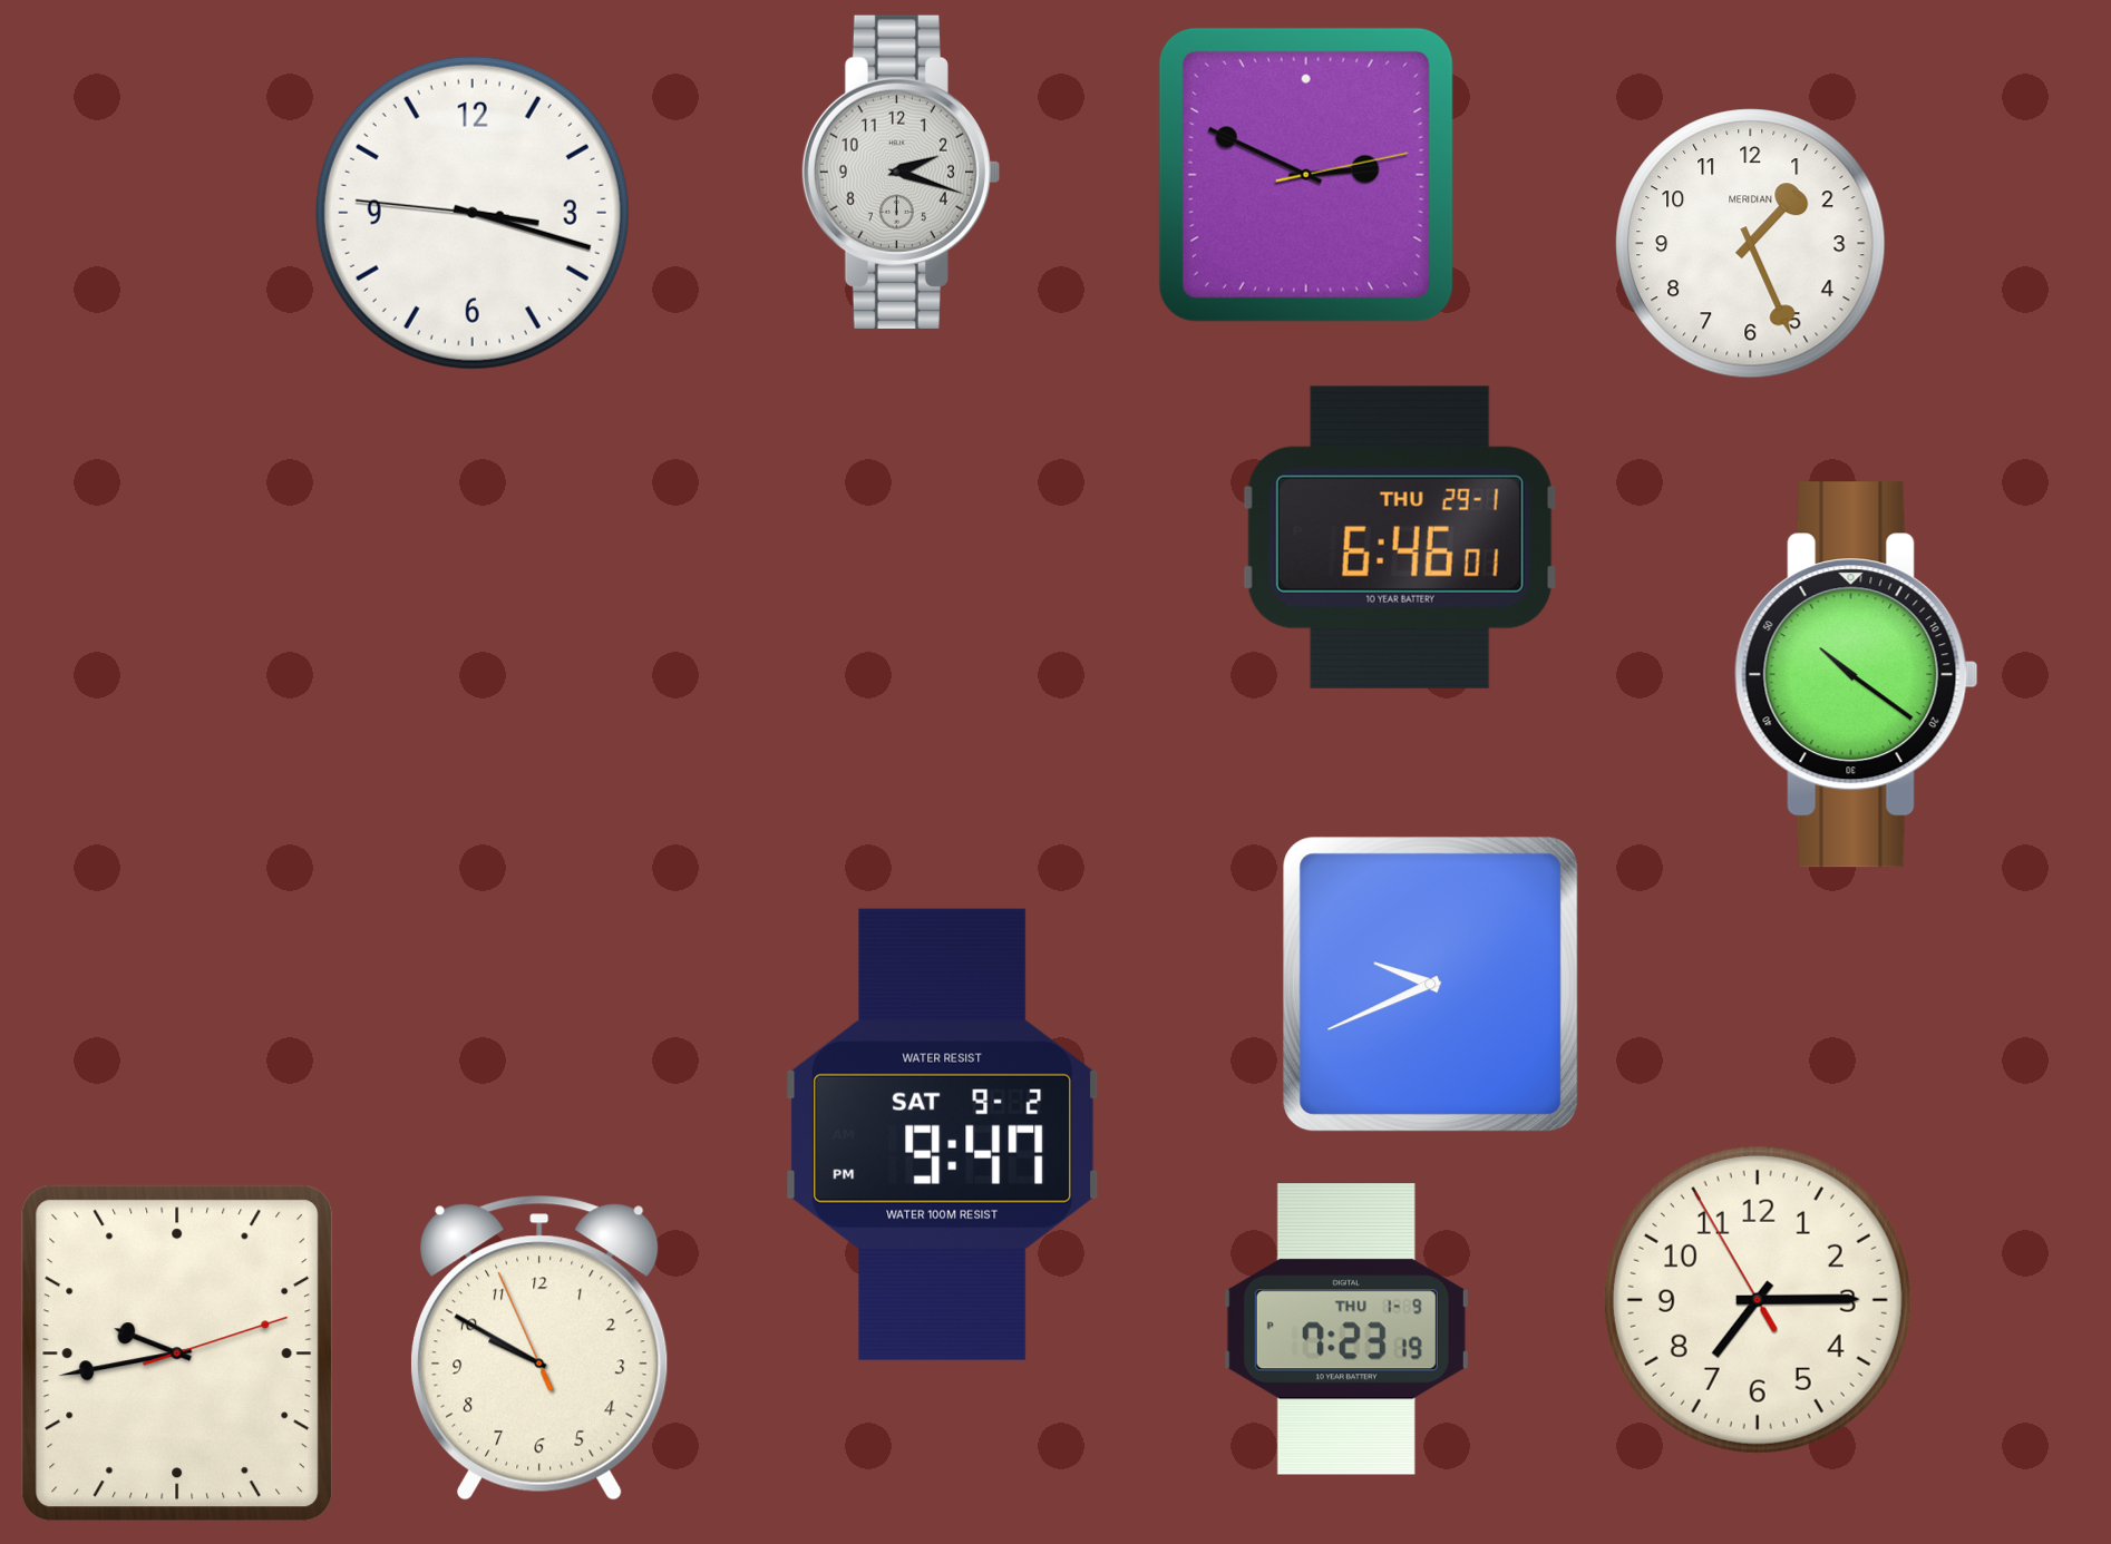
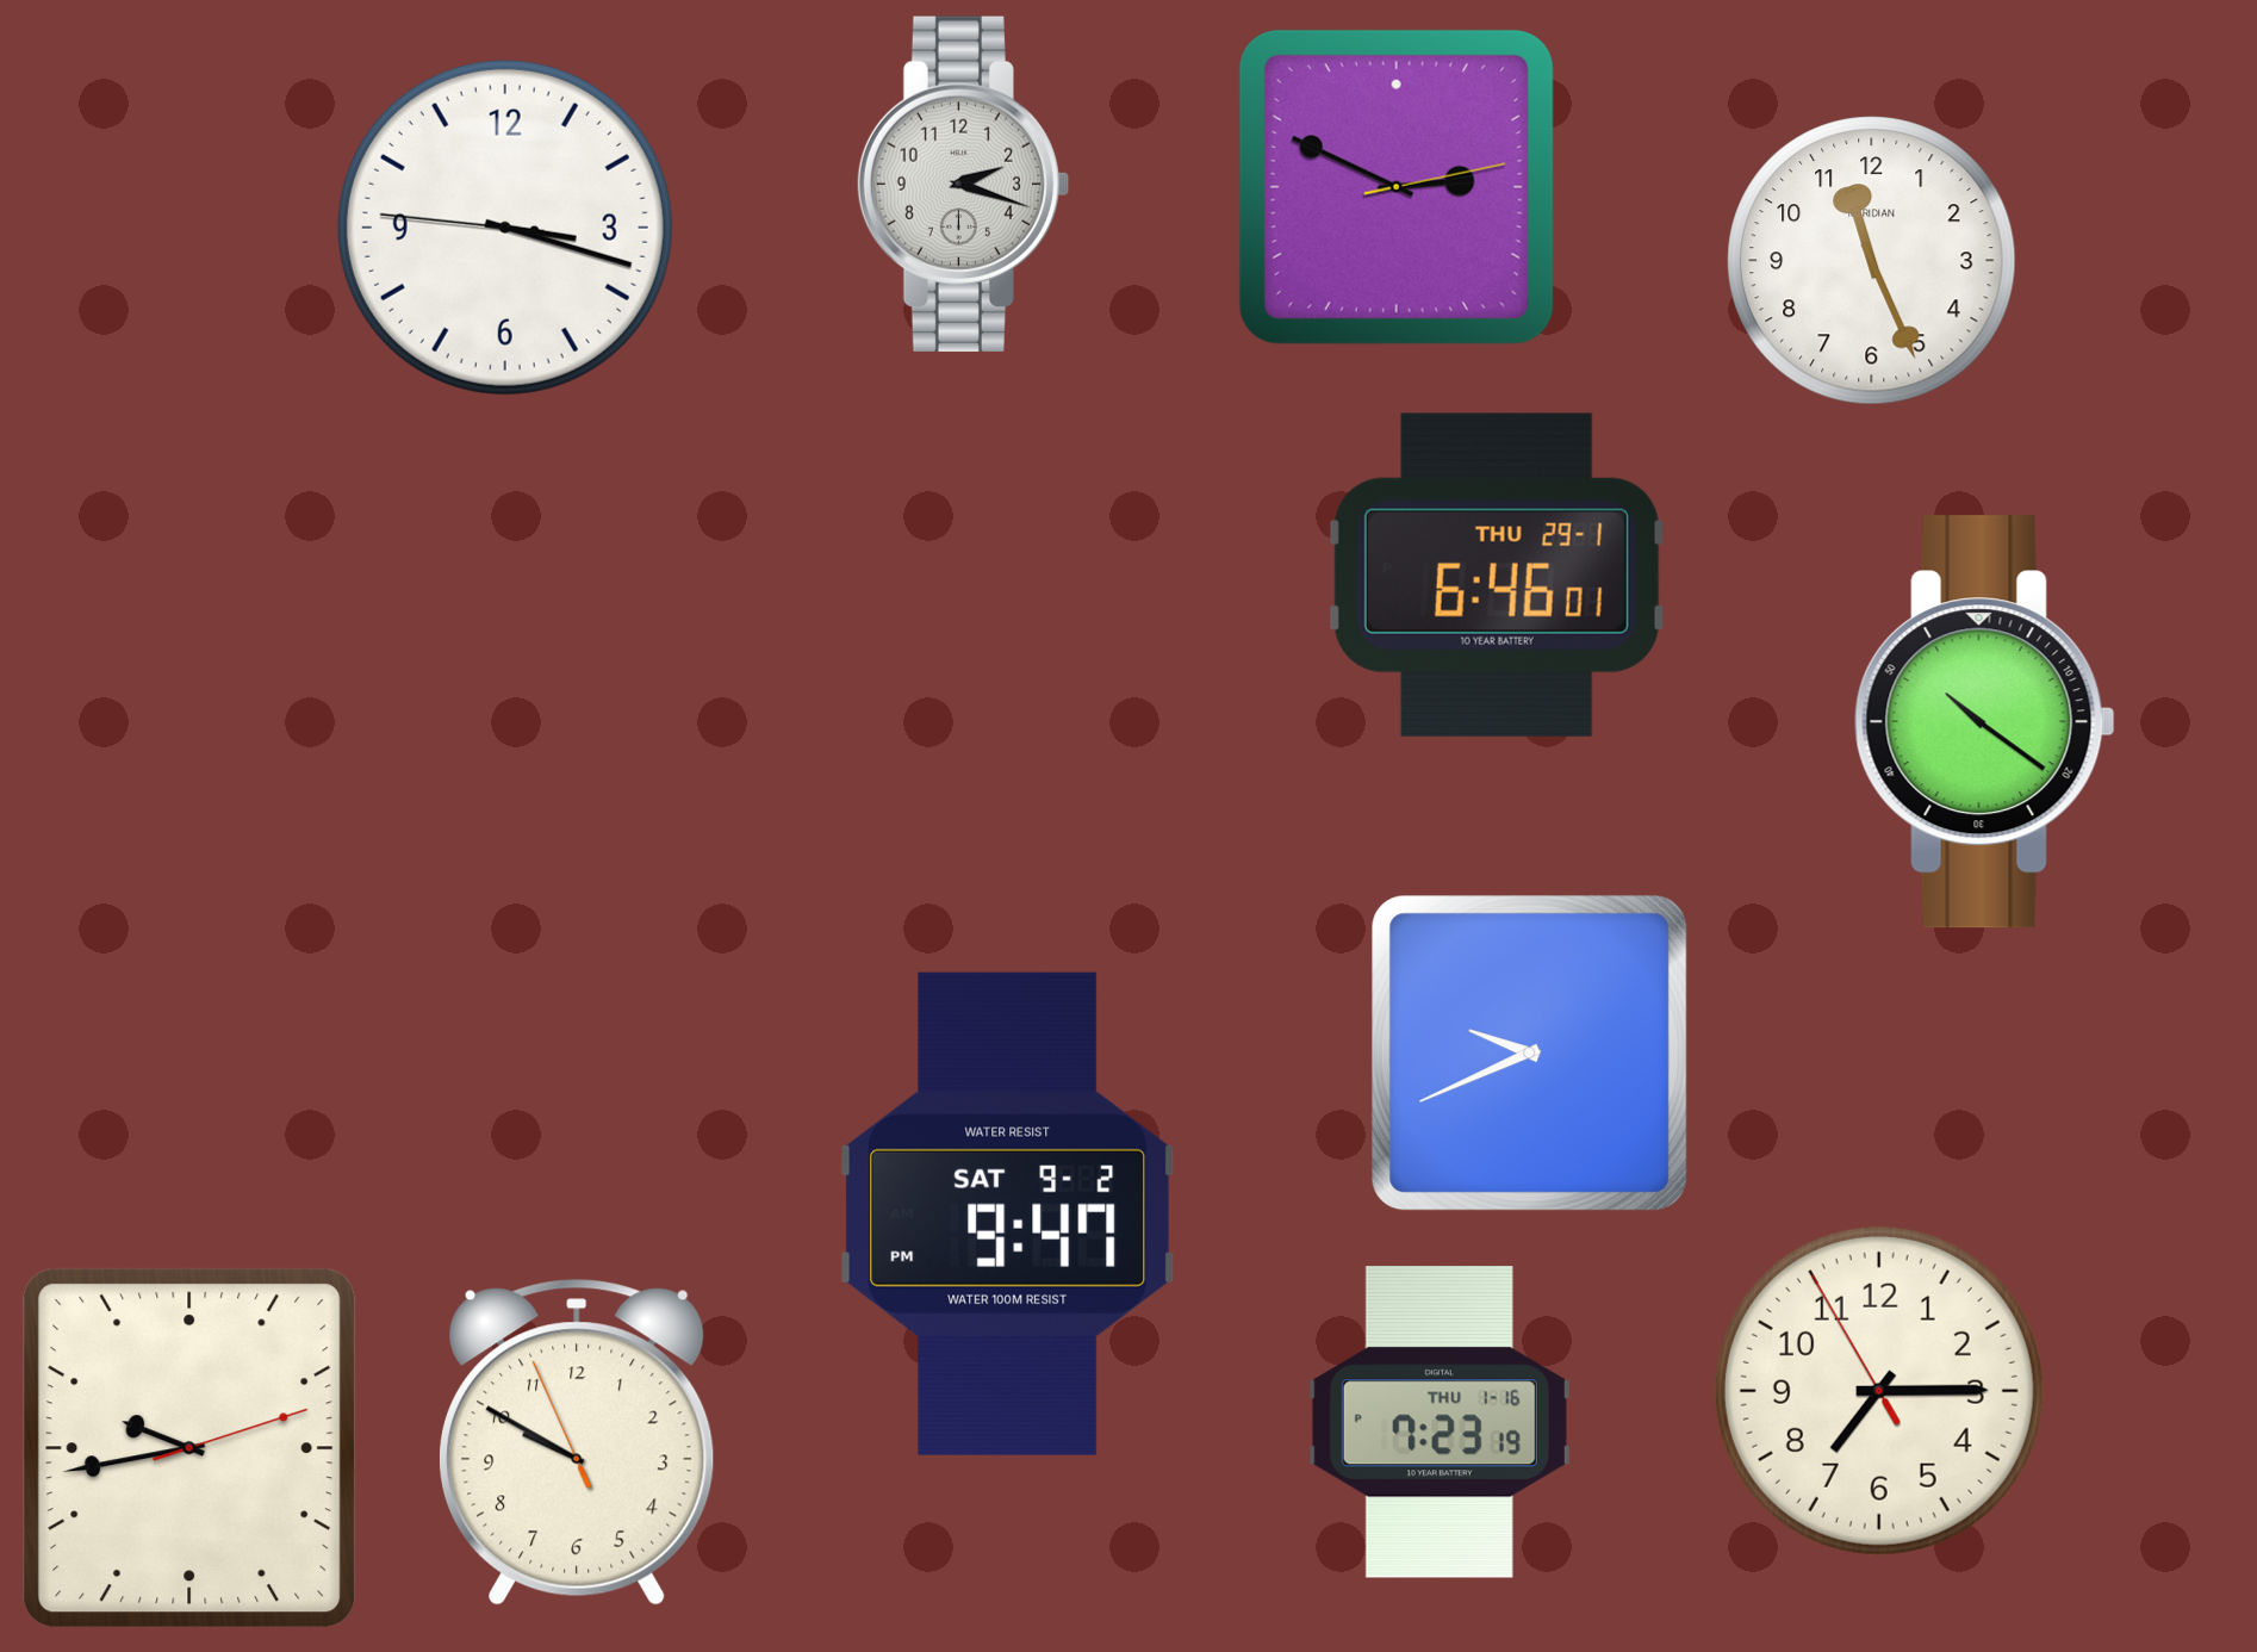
clock at (1751, 244): 1:26 -> 11:26
clock at (1346, 1329) date: THU 1-9 -> THU 1-16
